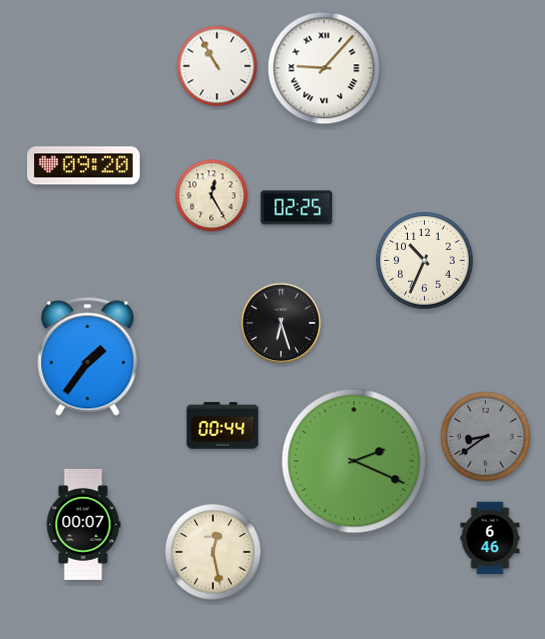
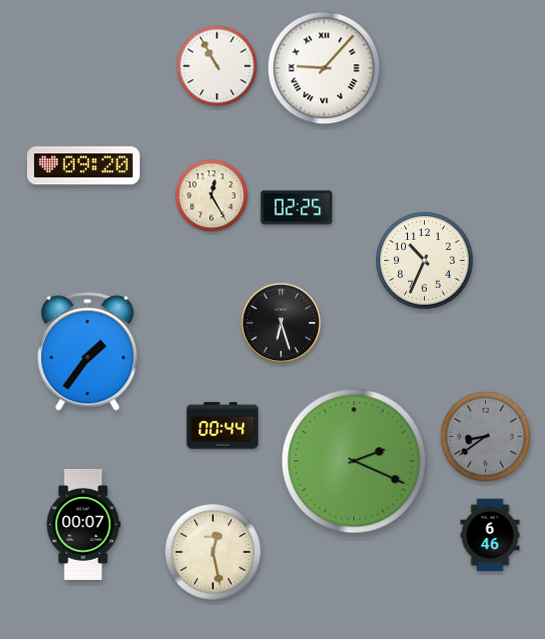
clock at (88, 357) position: (88, 357) -> (88, 352)
clock at (490, 538) position: (490, 538) -> (490, 535)
